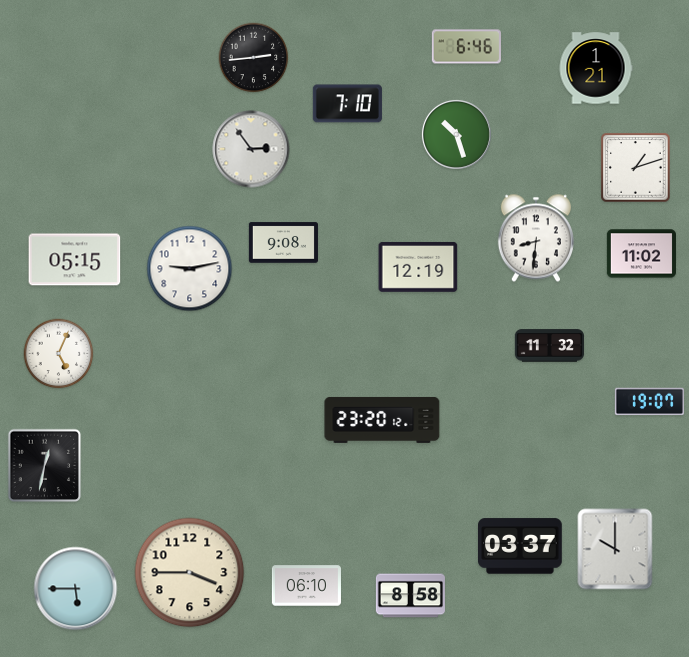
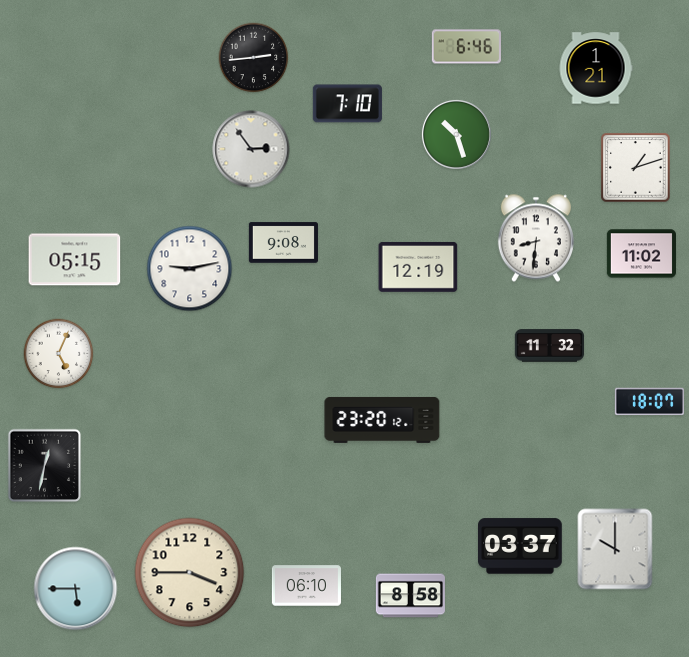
clock at (649, 402): 19:07 -> 18:07
